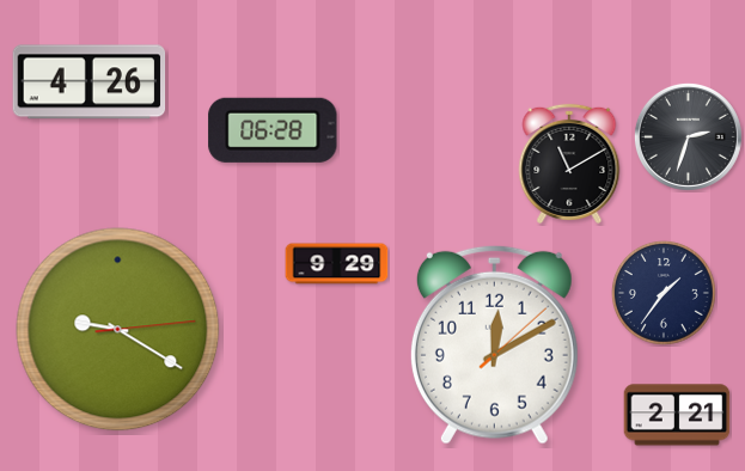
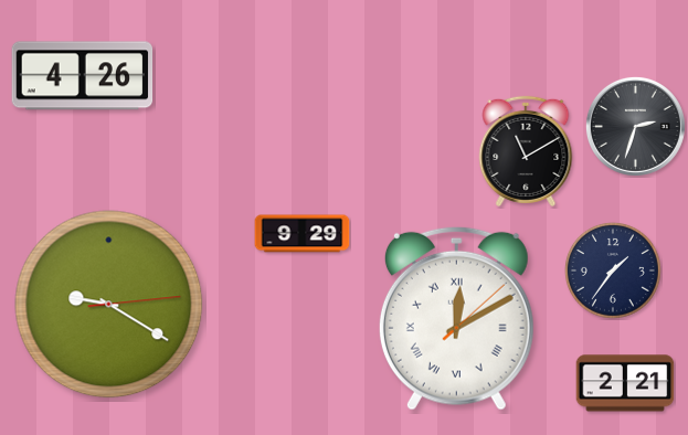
clock at (273, 130): 06:28 -> none
clock at (337, 264) position: (337, 264) -> (303, 234)
clock at (494, 344) numerals: Arabic -> Roman
